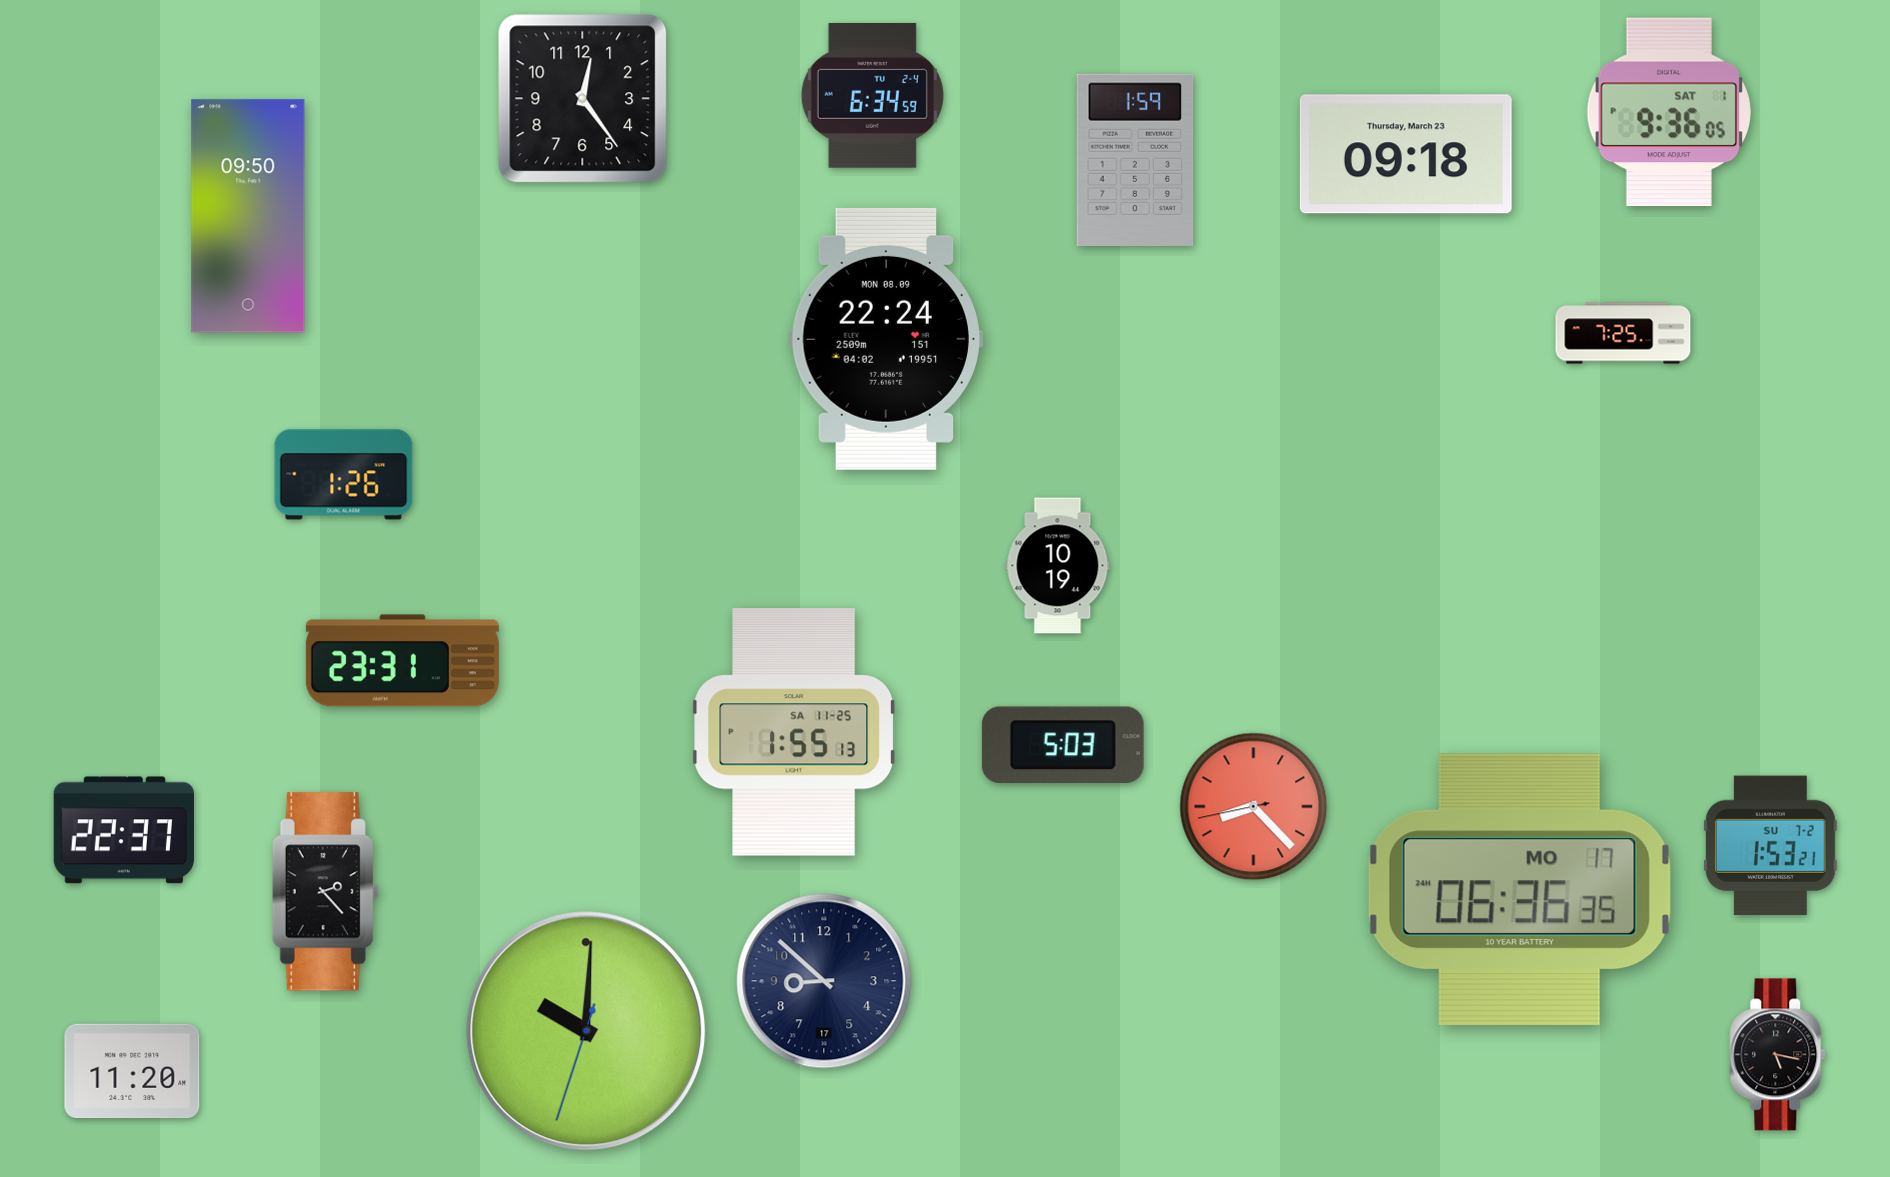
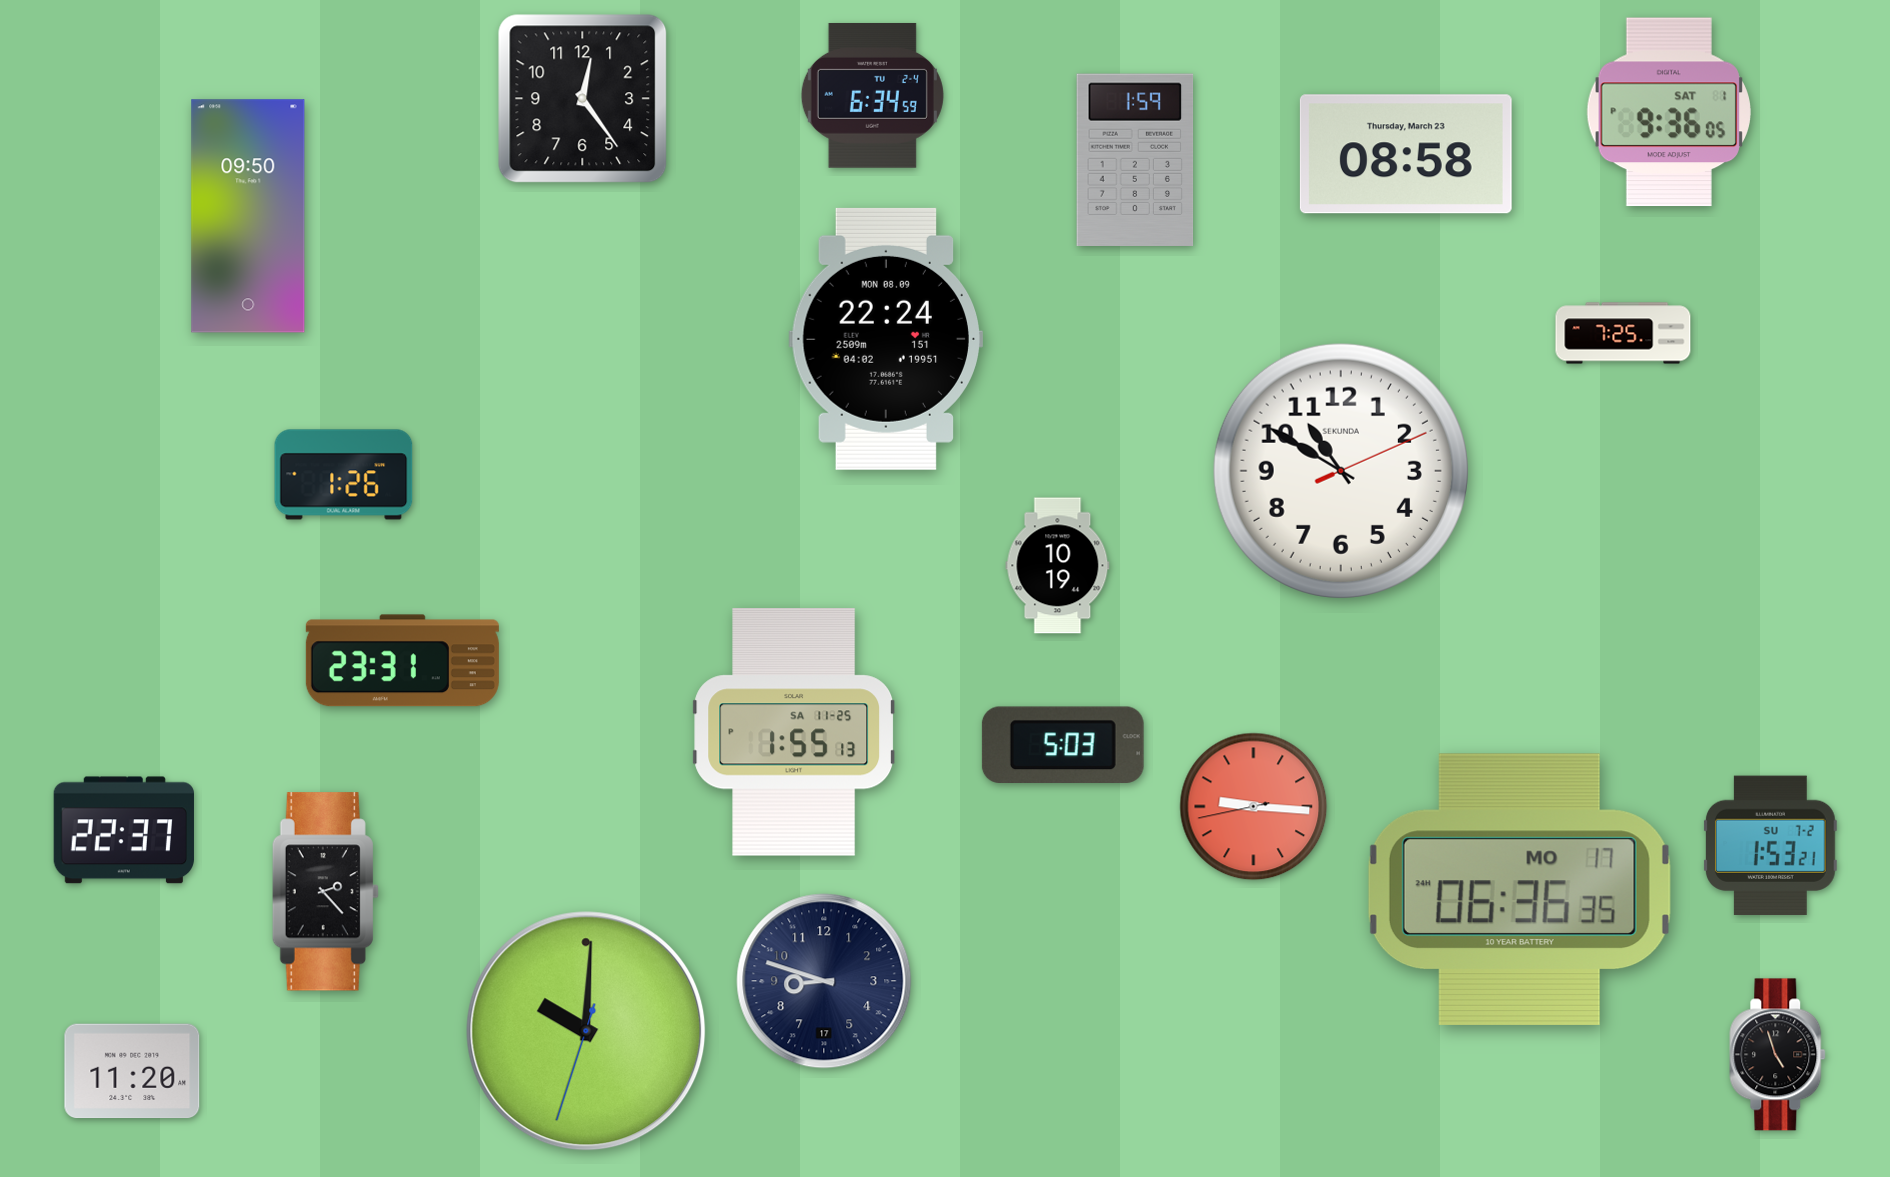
clock at (1406, 154): 09:18 -> 08:58
clock at (1341, 471): none -> 10:50
clock at (1254, 807): 8:22 -> 9:15
clock at (824, 981): 8:52 -> 8:48
clock at (1778, 1055): 5:17 -> 4:57
